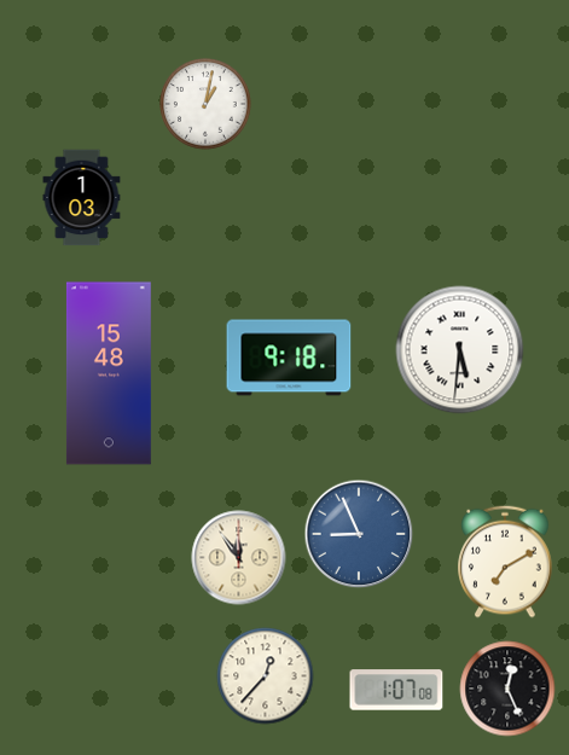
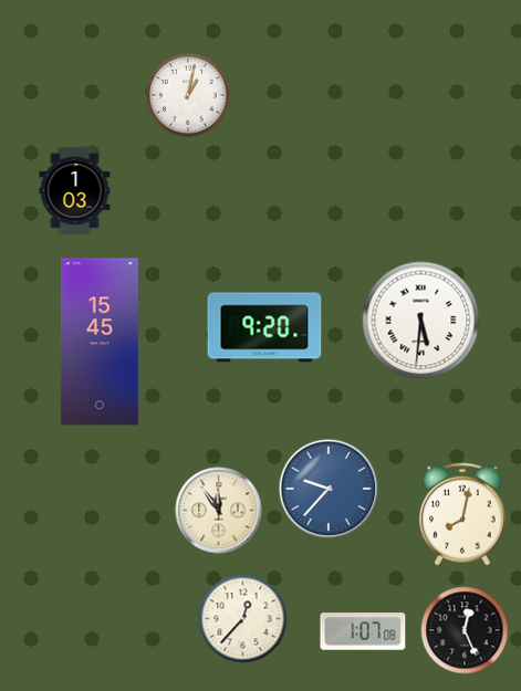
clock at (82, 198) position: (82, 198) -> (75, 191)
clock at (289, 358): 9:18 -> 9:20
clock at (109, 373): 15:48 -> 15:45
clock at (359, 534): 8:56 -> 9:37
clock at (505, 562): 7:10 -> 8:02
